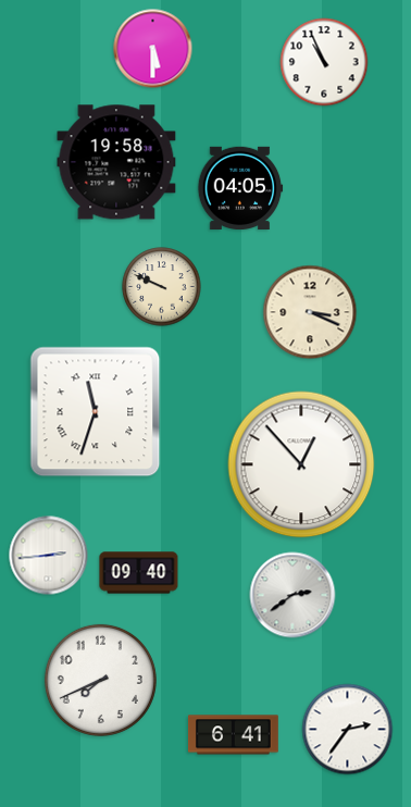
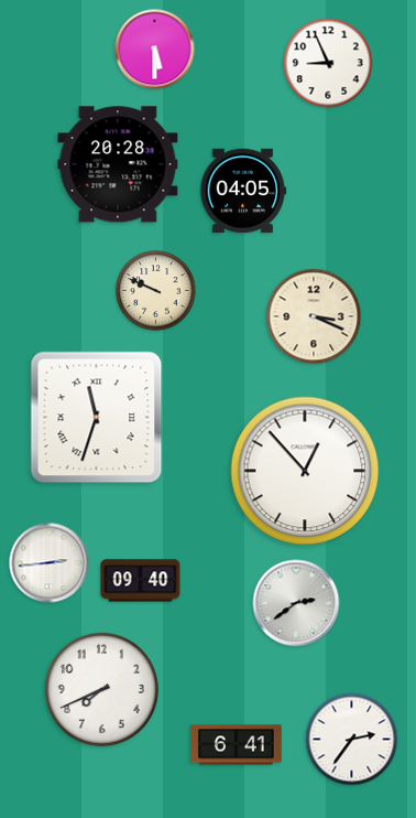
clock at (324, 62): 10:56 -> 8:56
clock at (116, 162): 19:58 -> 20:28
clock at (162, 287) position: (162, 287) -> (156, 291)
